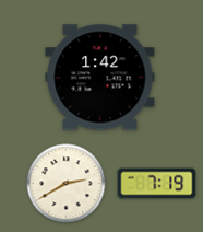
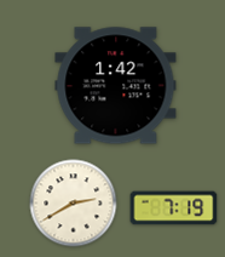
clock at (100, 78) position: (100, 78) -> (116, 86)
clock at (157, 184) position: (157, 184) -> (174, 209)
